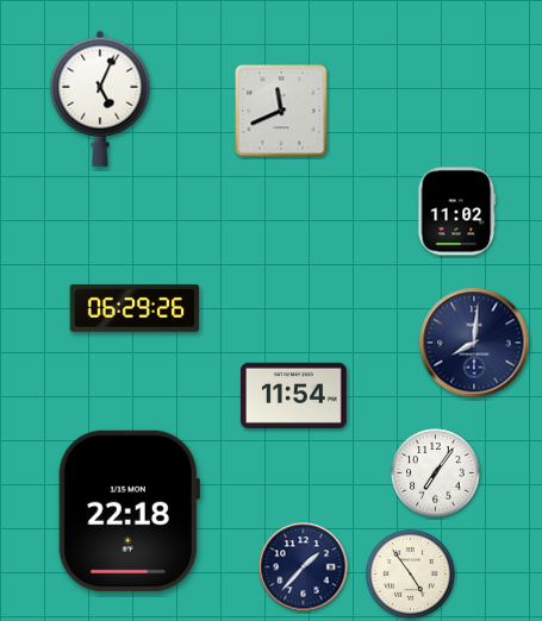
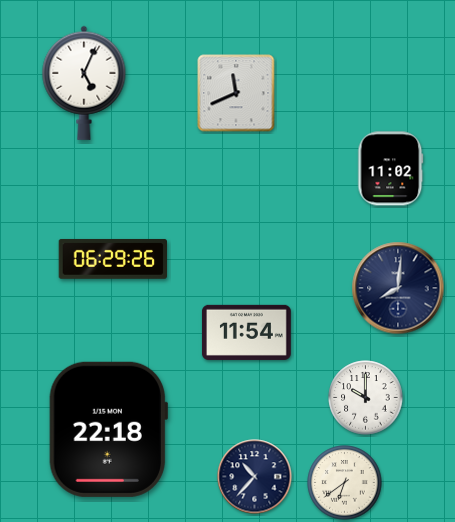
clock at (457, 212) position: (457, 212) -> (391, 169)
clock at (436, 473): 7:06 -> 10:00
clock at (304, 567): 1:37 -> 10:37
clock at (411, 575): 4:54 -> 6:39
